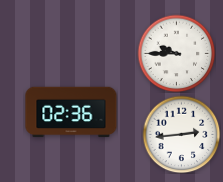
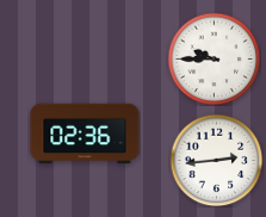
clock at (176, 53) position: (176, 53) -> (214, 58)
